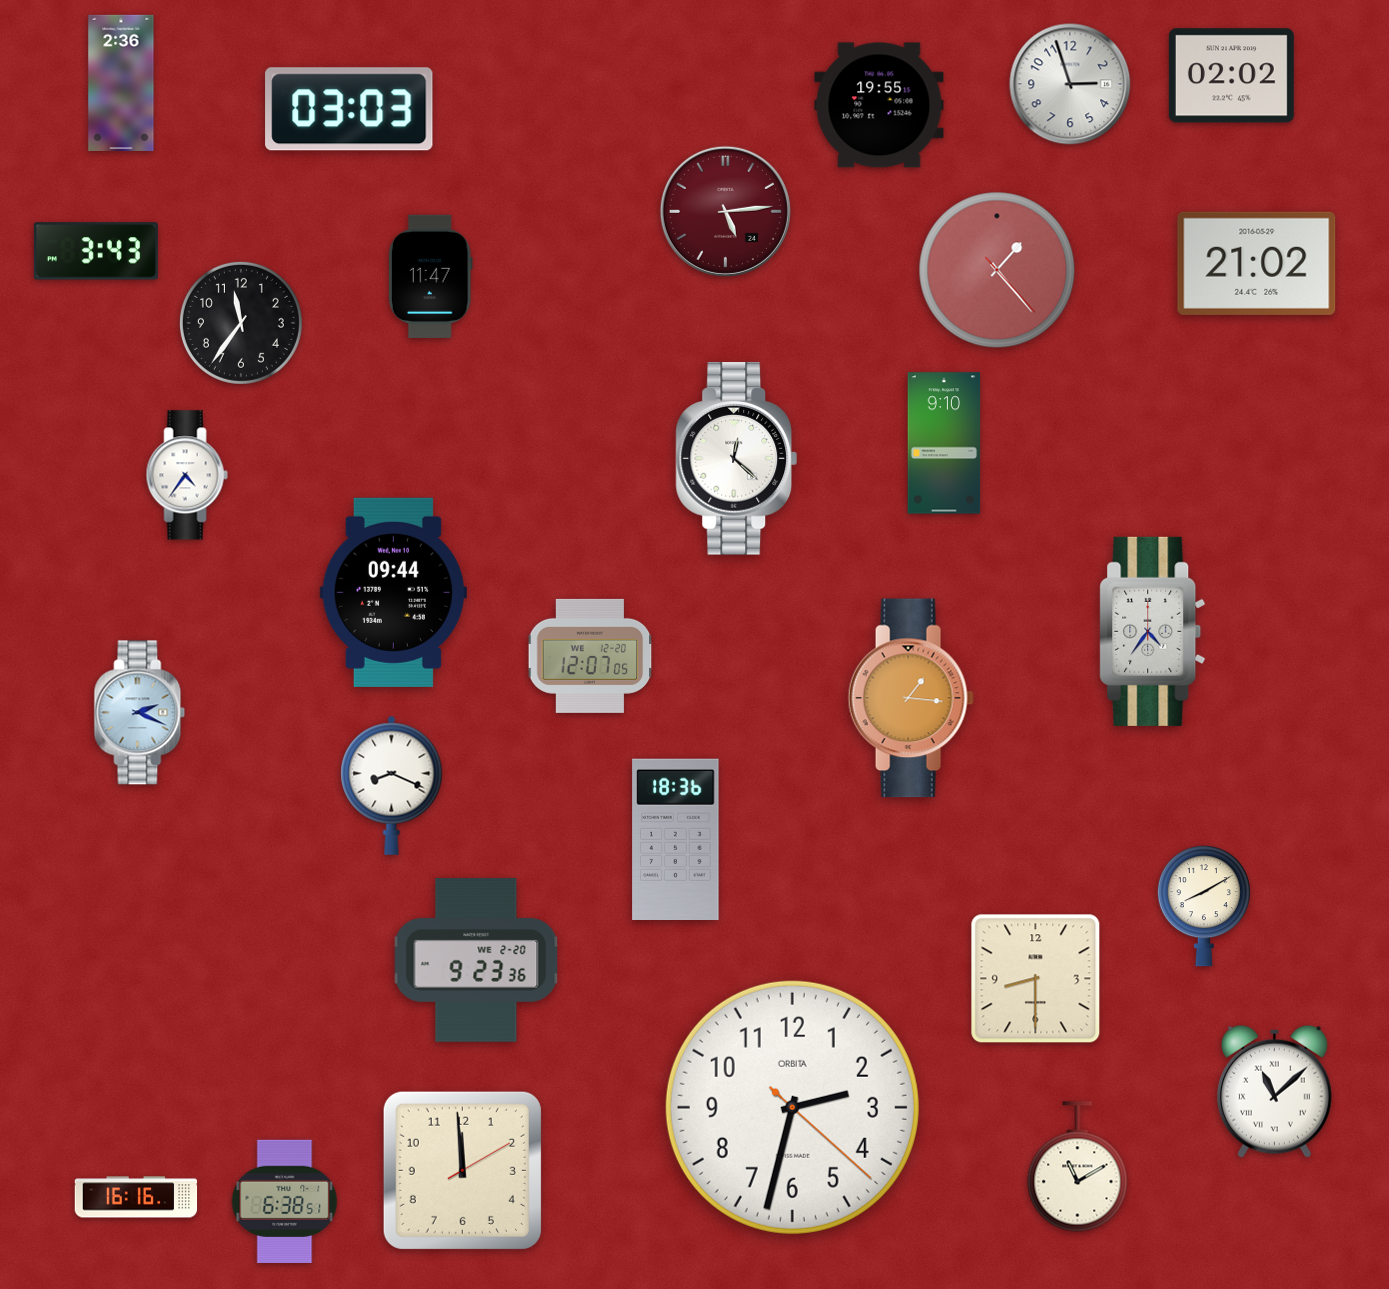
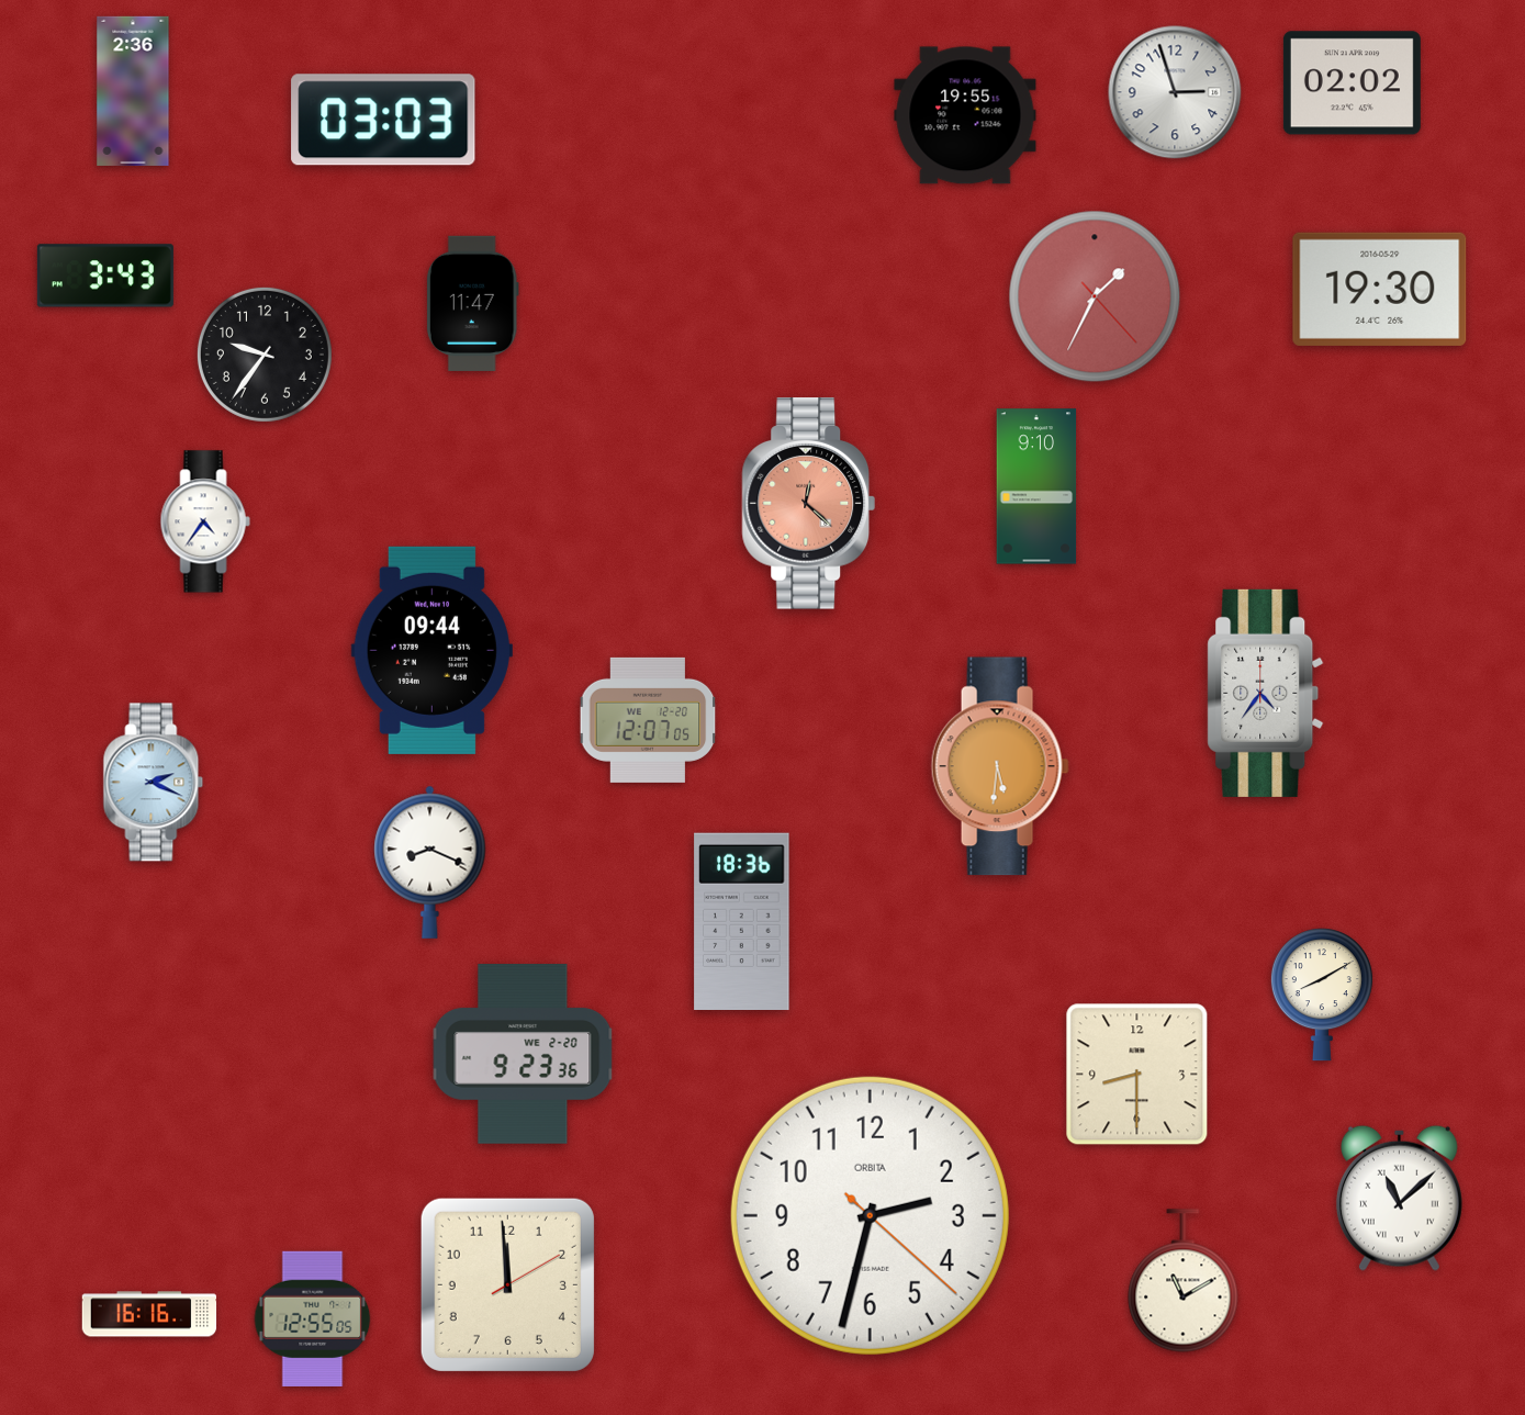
clock at (725, 211): 5:14 -> none
clock at (1257, 263): 21:02 -> 19:30
clock at (997, 270): 1:23 -> 1:34
clock at (241, 323): 11:36 -> 9:36
clock at (737, 459) dial: white -> salmon
clock at (911, 698): 1:16 -> 5:31
clock at (285, 1201): 6:38 -> 12:55
